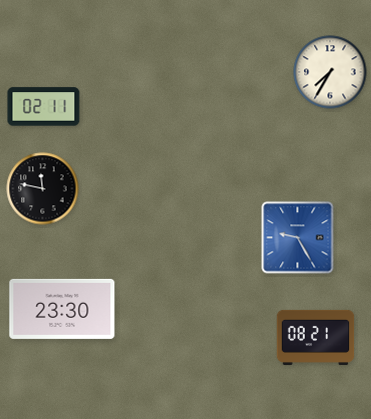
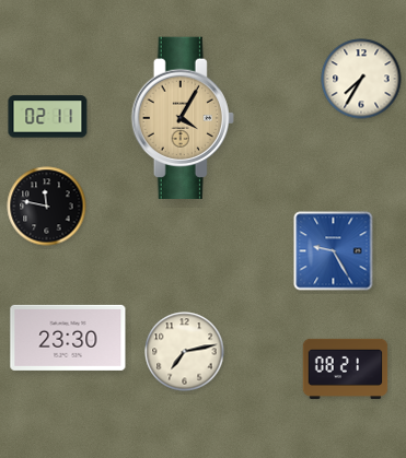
clock at (183, 117): none -> 4:05
clock at (298, 238) position: (298, 238) -> (334, 251)
clock at (185, 352): none -> 7:13
